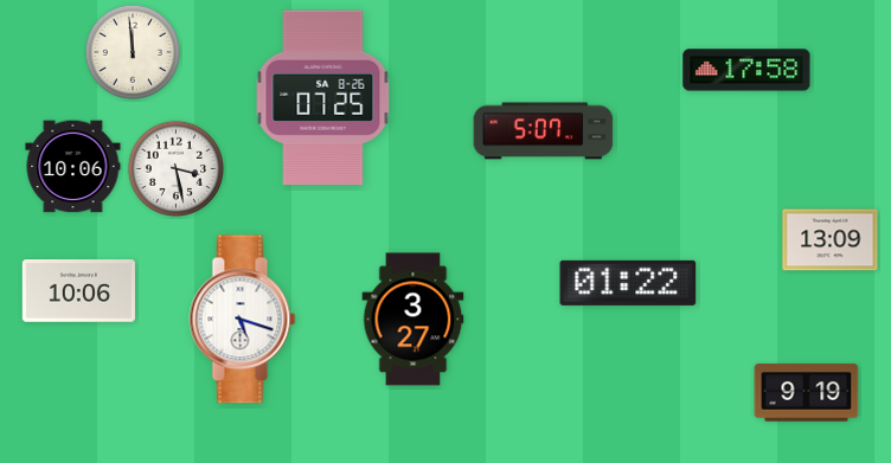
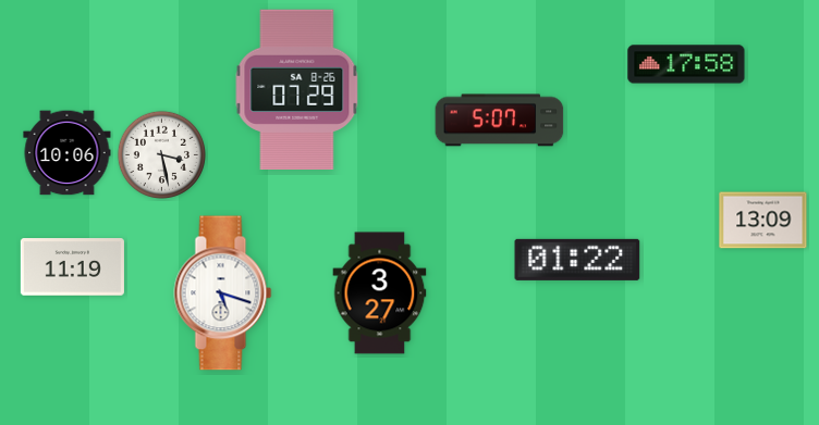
clock at (132, 51): 11:59 -> none
clock at (323, 97): 07:25 -> 07:29
clock at (78, 291): 10:06 -> 11:19
clock at (807, 393): 9:19 -> none
